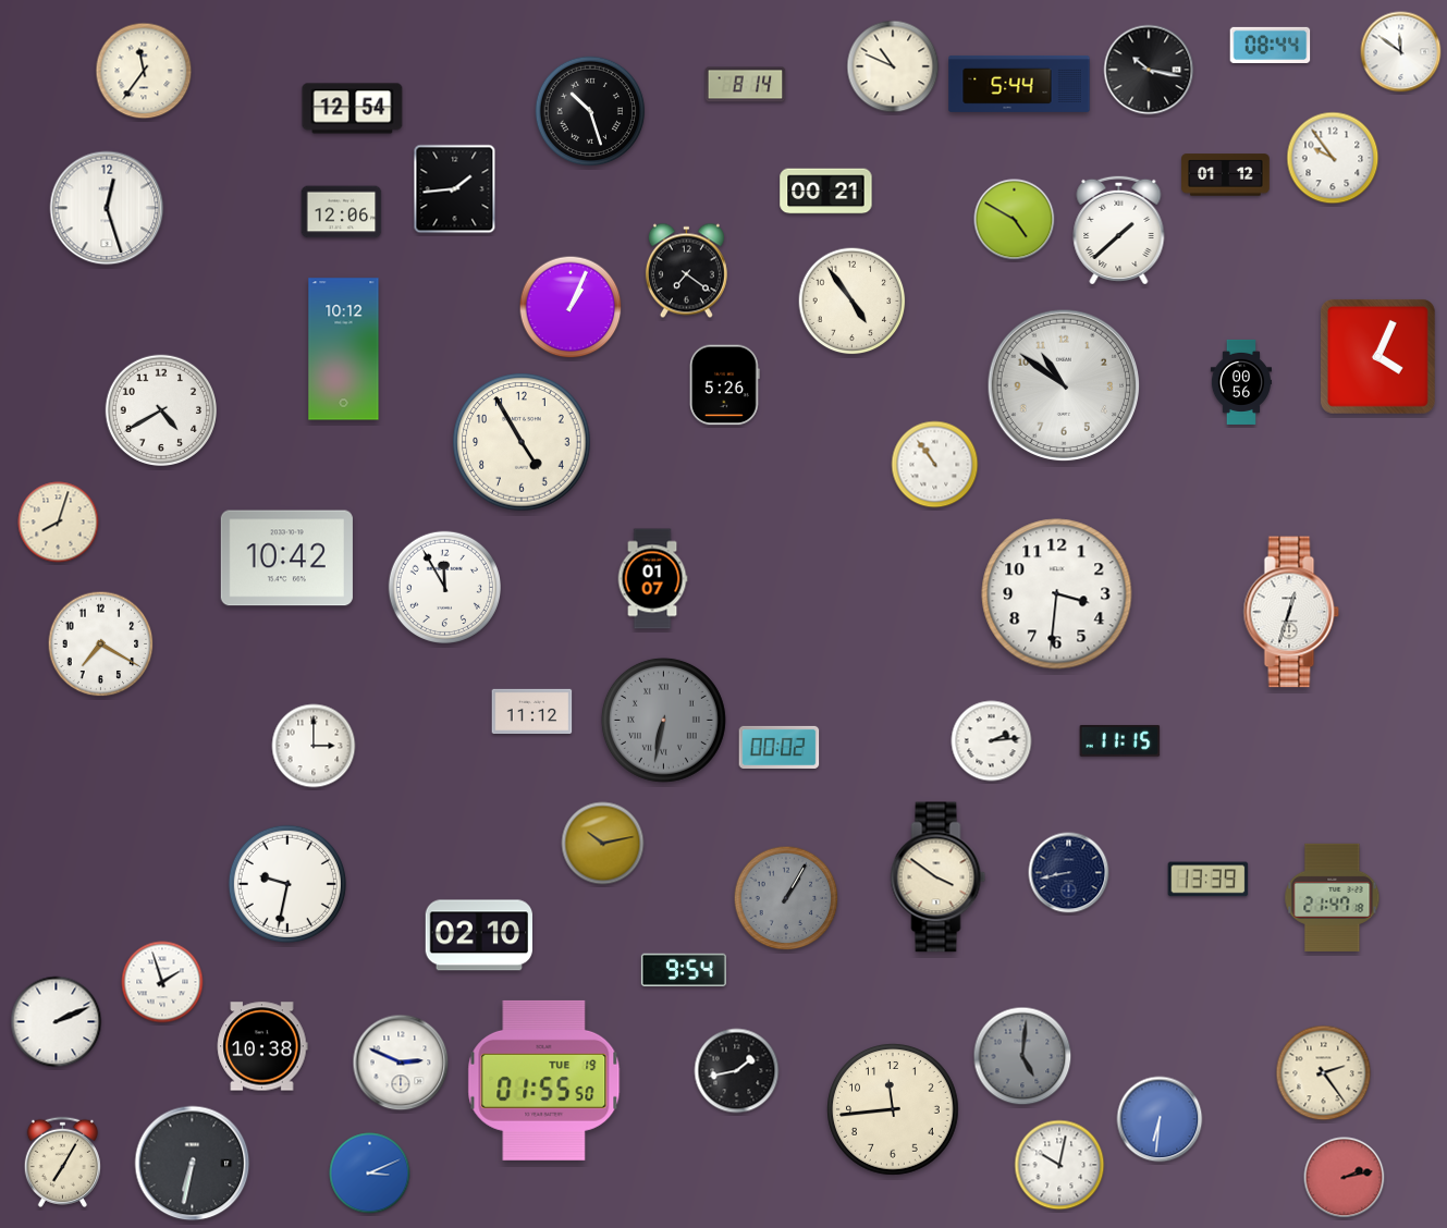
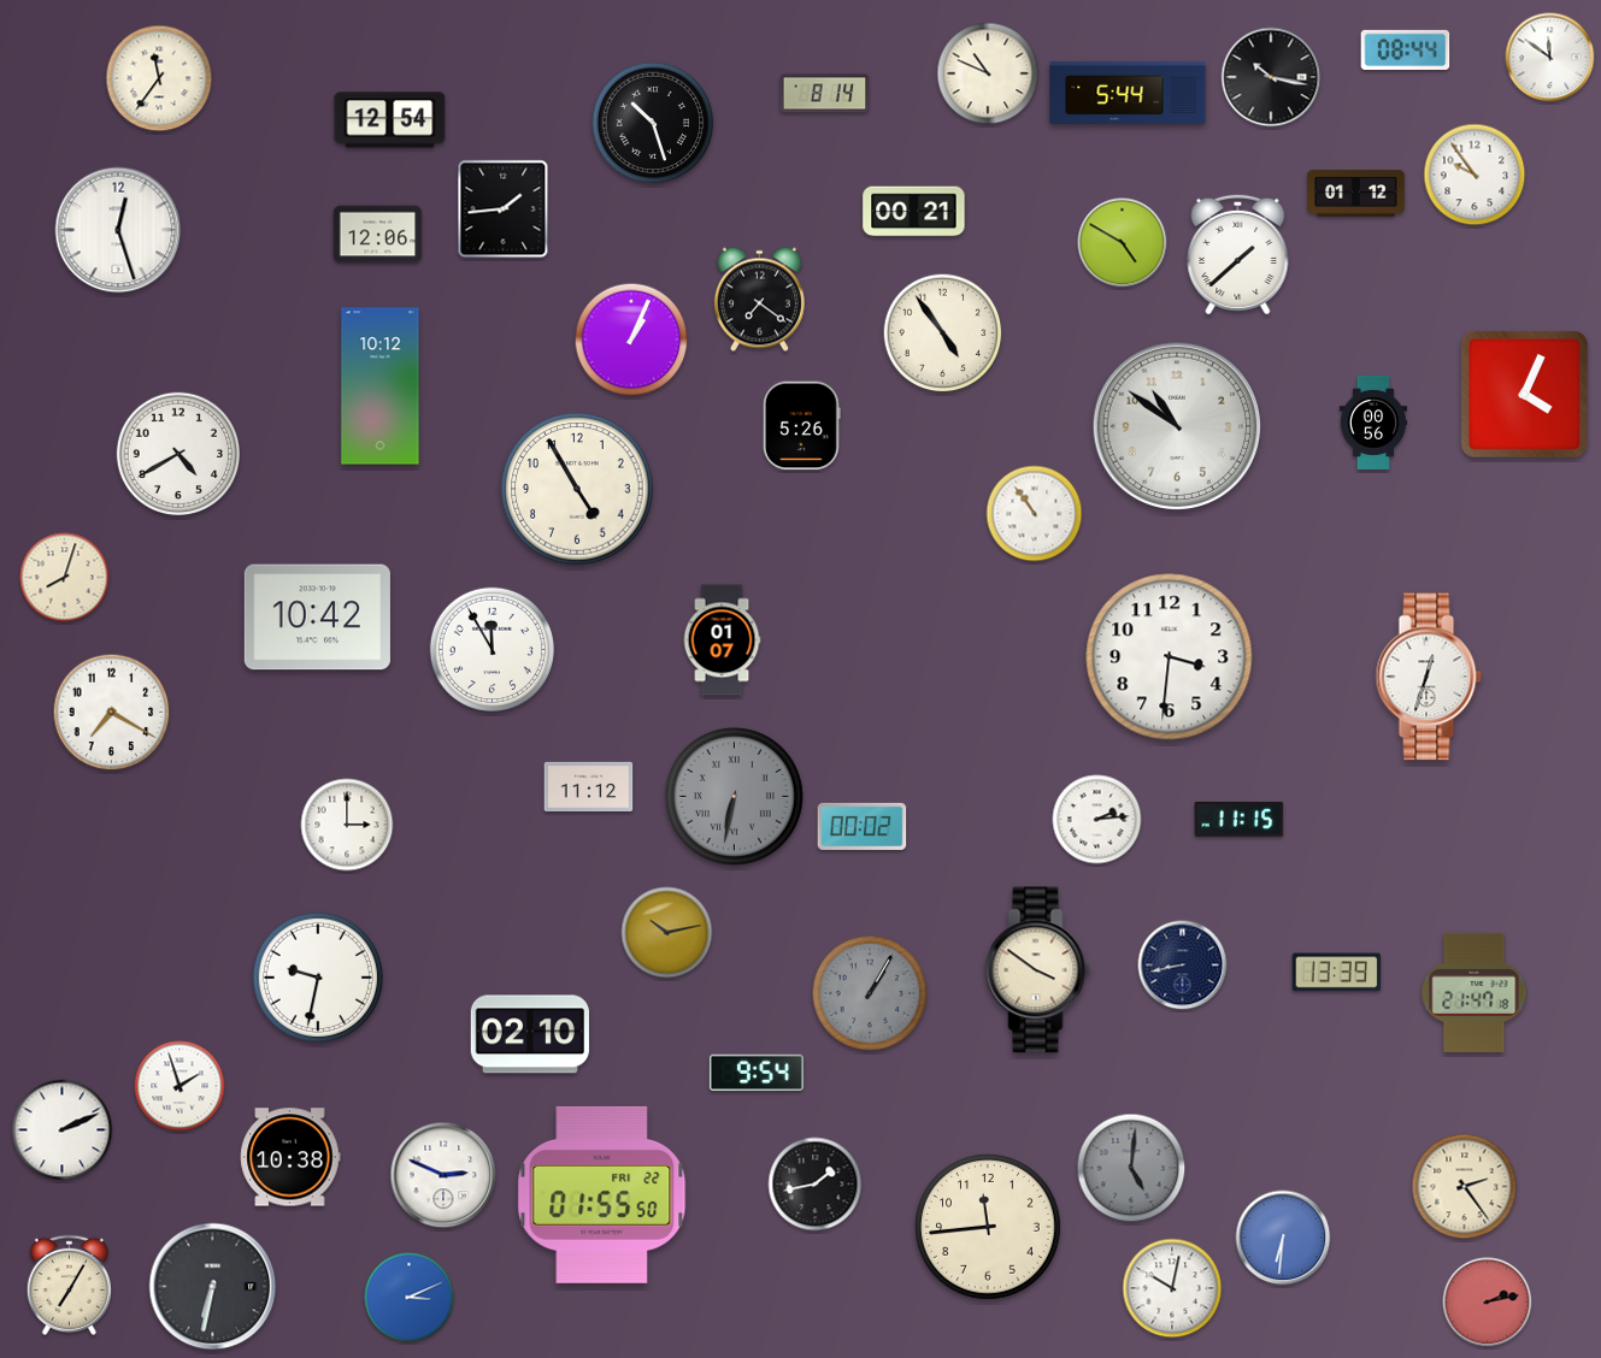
clock at (544, 1080) date: TUE 19 -> FRI 22
